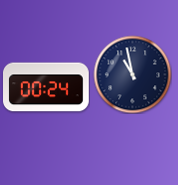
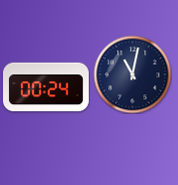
clock at (132, 74): 10:58 -> 11:02
